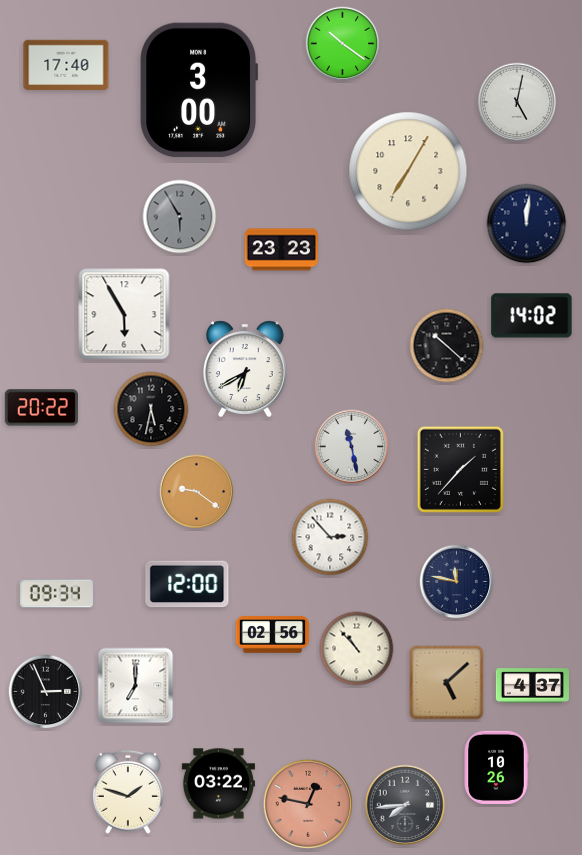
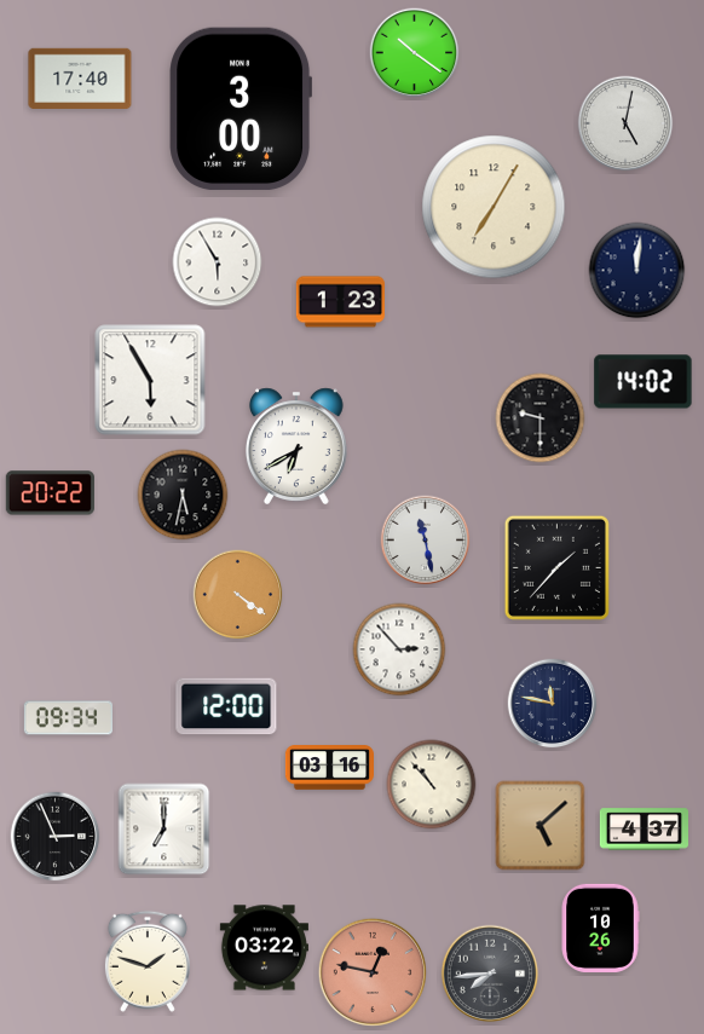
clock at (180, 217) dial: grey -> white
clock at (281, 250): 23:23 -> 1:23
clock at (447, 346): 10:22 -> 9:30
clock at (197, 492): 9:21 -> 4:21
clock at (272, 635): 02:56 -> 03:16
clock at (128, 792) position: (128, 792) -> (148, 961)
